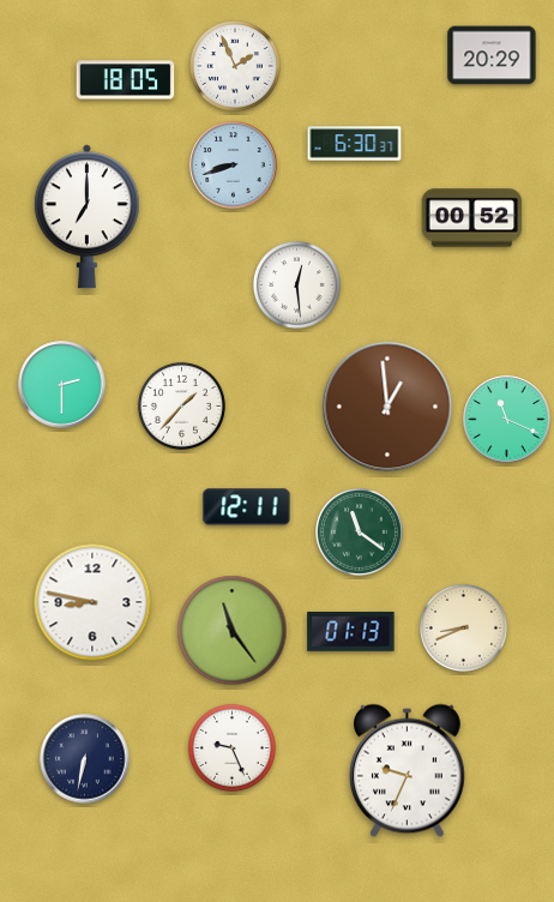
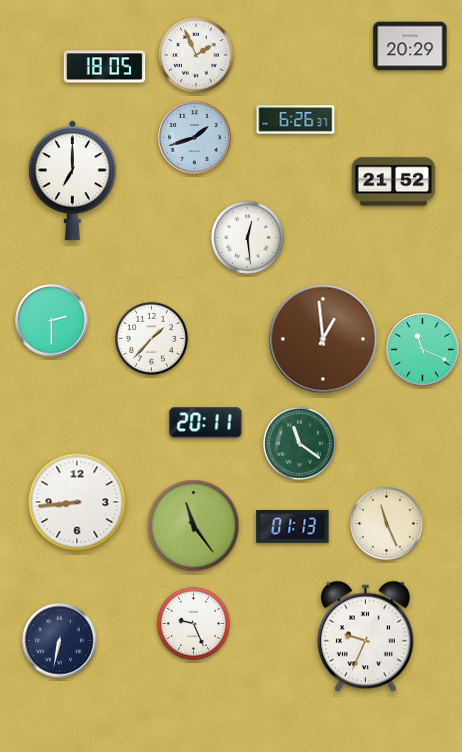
clock at (355, 144): 6:30 -> 6:26
clock at (234, 166): 8:42 -> 1:42
clock at (472, 218): 00:52 -> 21:52
clock at (247, 507): 12:11 -> 20:11
clock at (92, 602): 8:47 -> 8:44
clock at (463, 627): 8:41 -> 11:26
clock at (85, 759) position: (85, 759) -> (60, 641)
clock at (408, 771) position: (408, 771) -> (366, 637)
